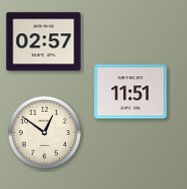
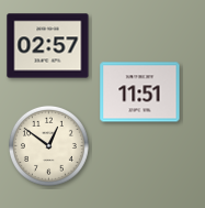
clock at (131, 92) position: (131, 92) -> (140, 92)
